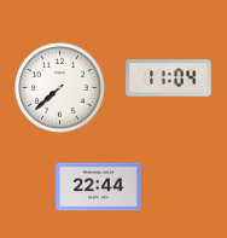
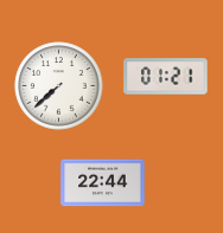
clock at (169, 79): 11:04 -> 01:21
clock at (99, 187) position: (99, 187) -> (103, 183)
